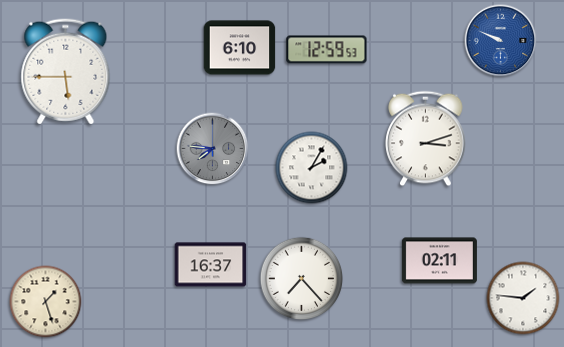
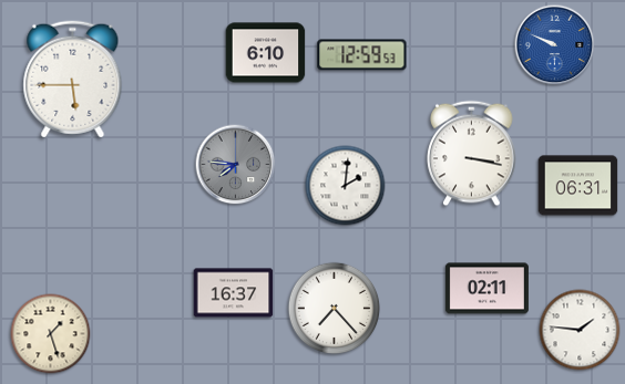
clock at (426, 139): 3:12 -> 3:17
clock at (312, 168): 2:05 -> 2:01
clock at (578, 186): none -> 06:31
